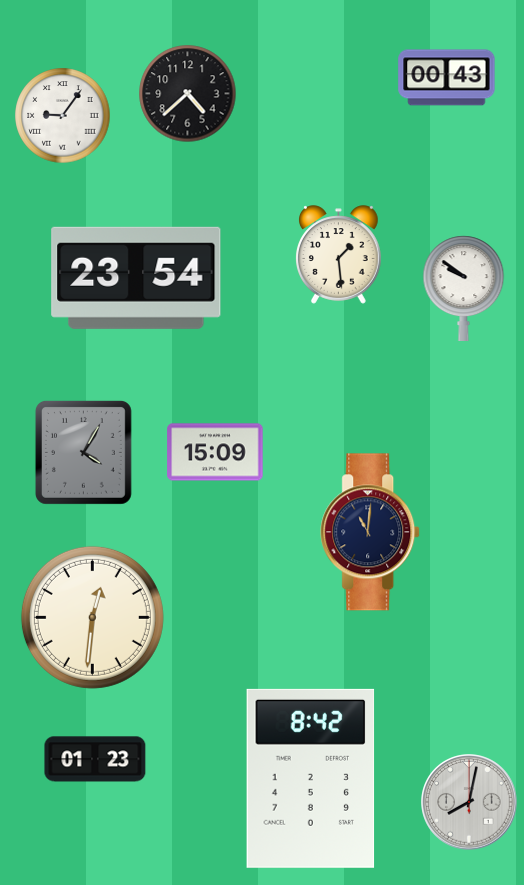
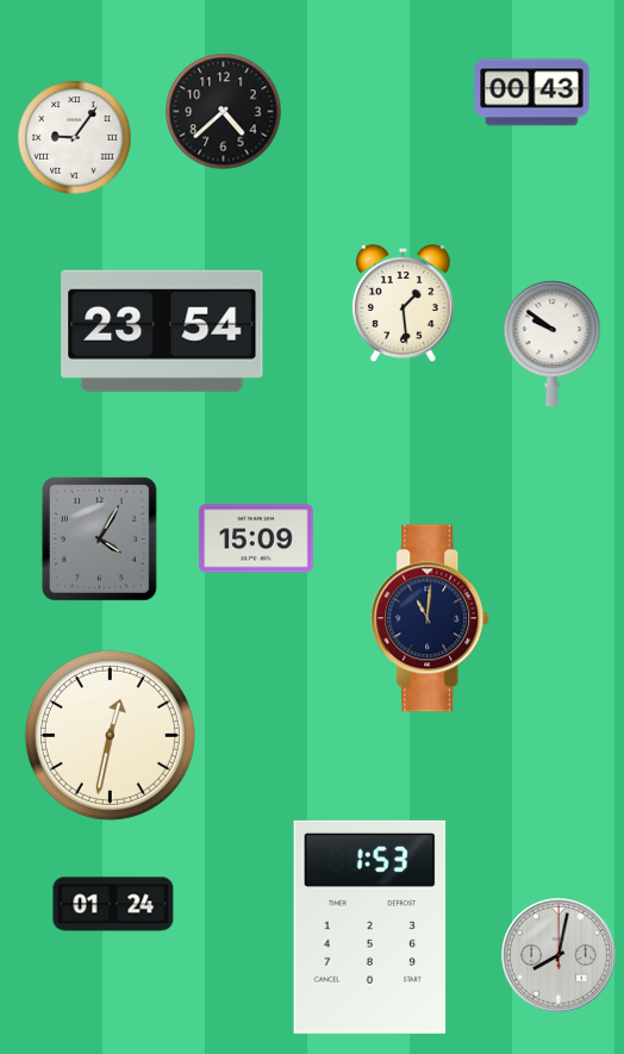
clock at (371, 532) position: (371, 532) -> (431, 618)
clock at (92, 617): 12:31 -> 12:32
clock at (95, 759): 01:23 -> 01:24
clock at (311, 778): 8:42 -> 1:53
